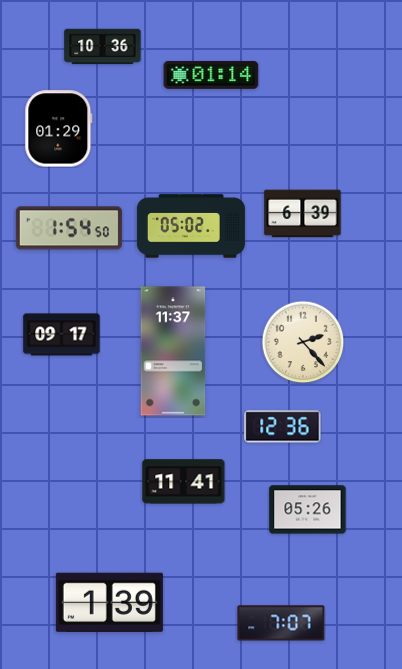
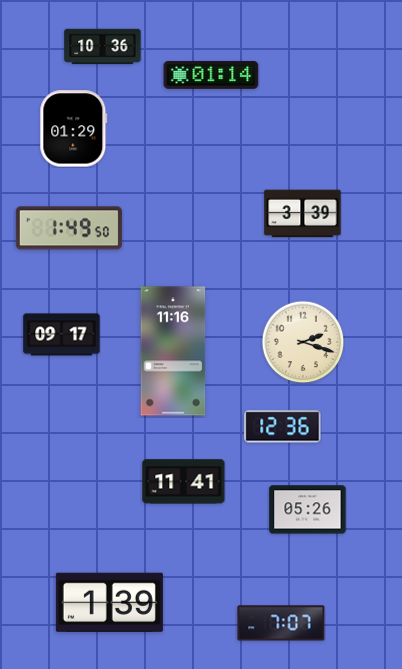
clock at (59, 129) position: (59, 129) -> (74, 129)
clock at (303, 214): 6:39 -> 3:39
clock at (191, 226): 05:02 -> none
clock at (69, 228): 1:54 -> 1:49
clock at (303, 342): 2:23 -> 2:18
clock at (173, 351): 11:37 -> 11:16
